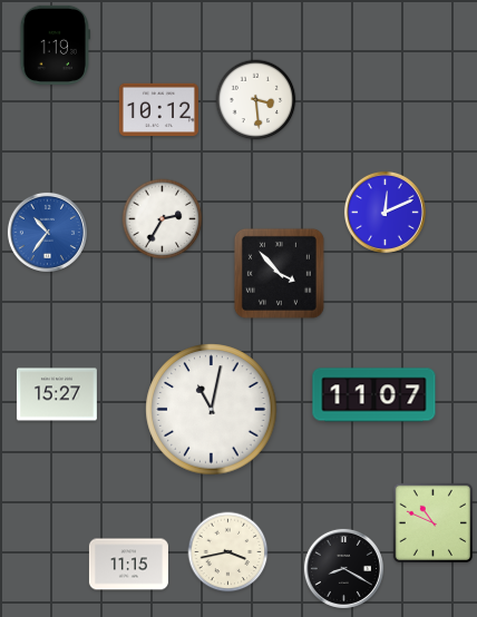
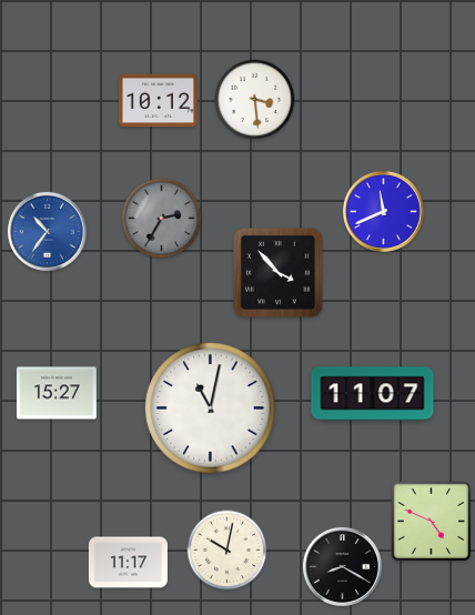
clock at (55, 45): 1:19 -> none
clock at (158, 110) position: (158, 110) -> (158, 101)
clock at (384, 212): 12:11 -> 11:41
clock at (163, 219) dial: white -> grey
clock at (432, 522): 10:49 -> 4:49
clock at (228, 552): 3:43 -> 10:02
clock at (128, 565): 11:15 -> 11:17
